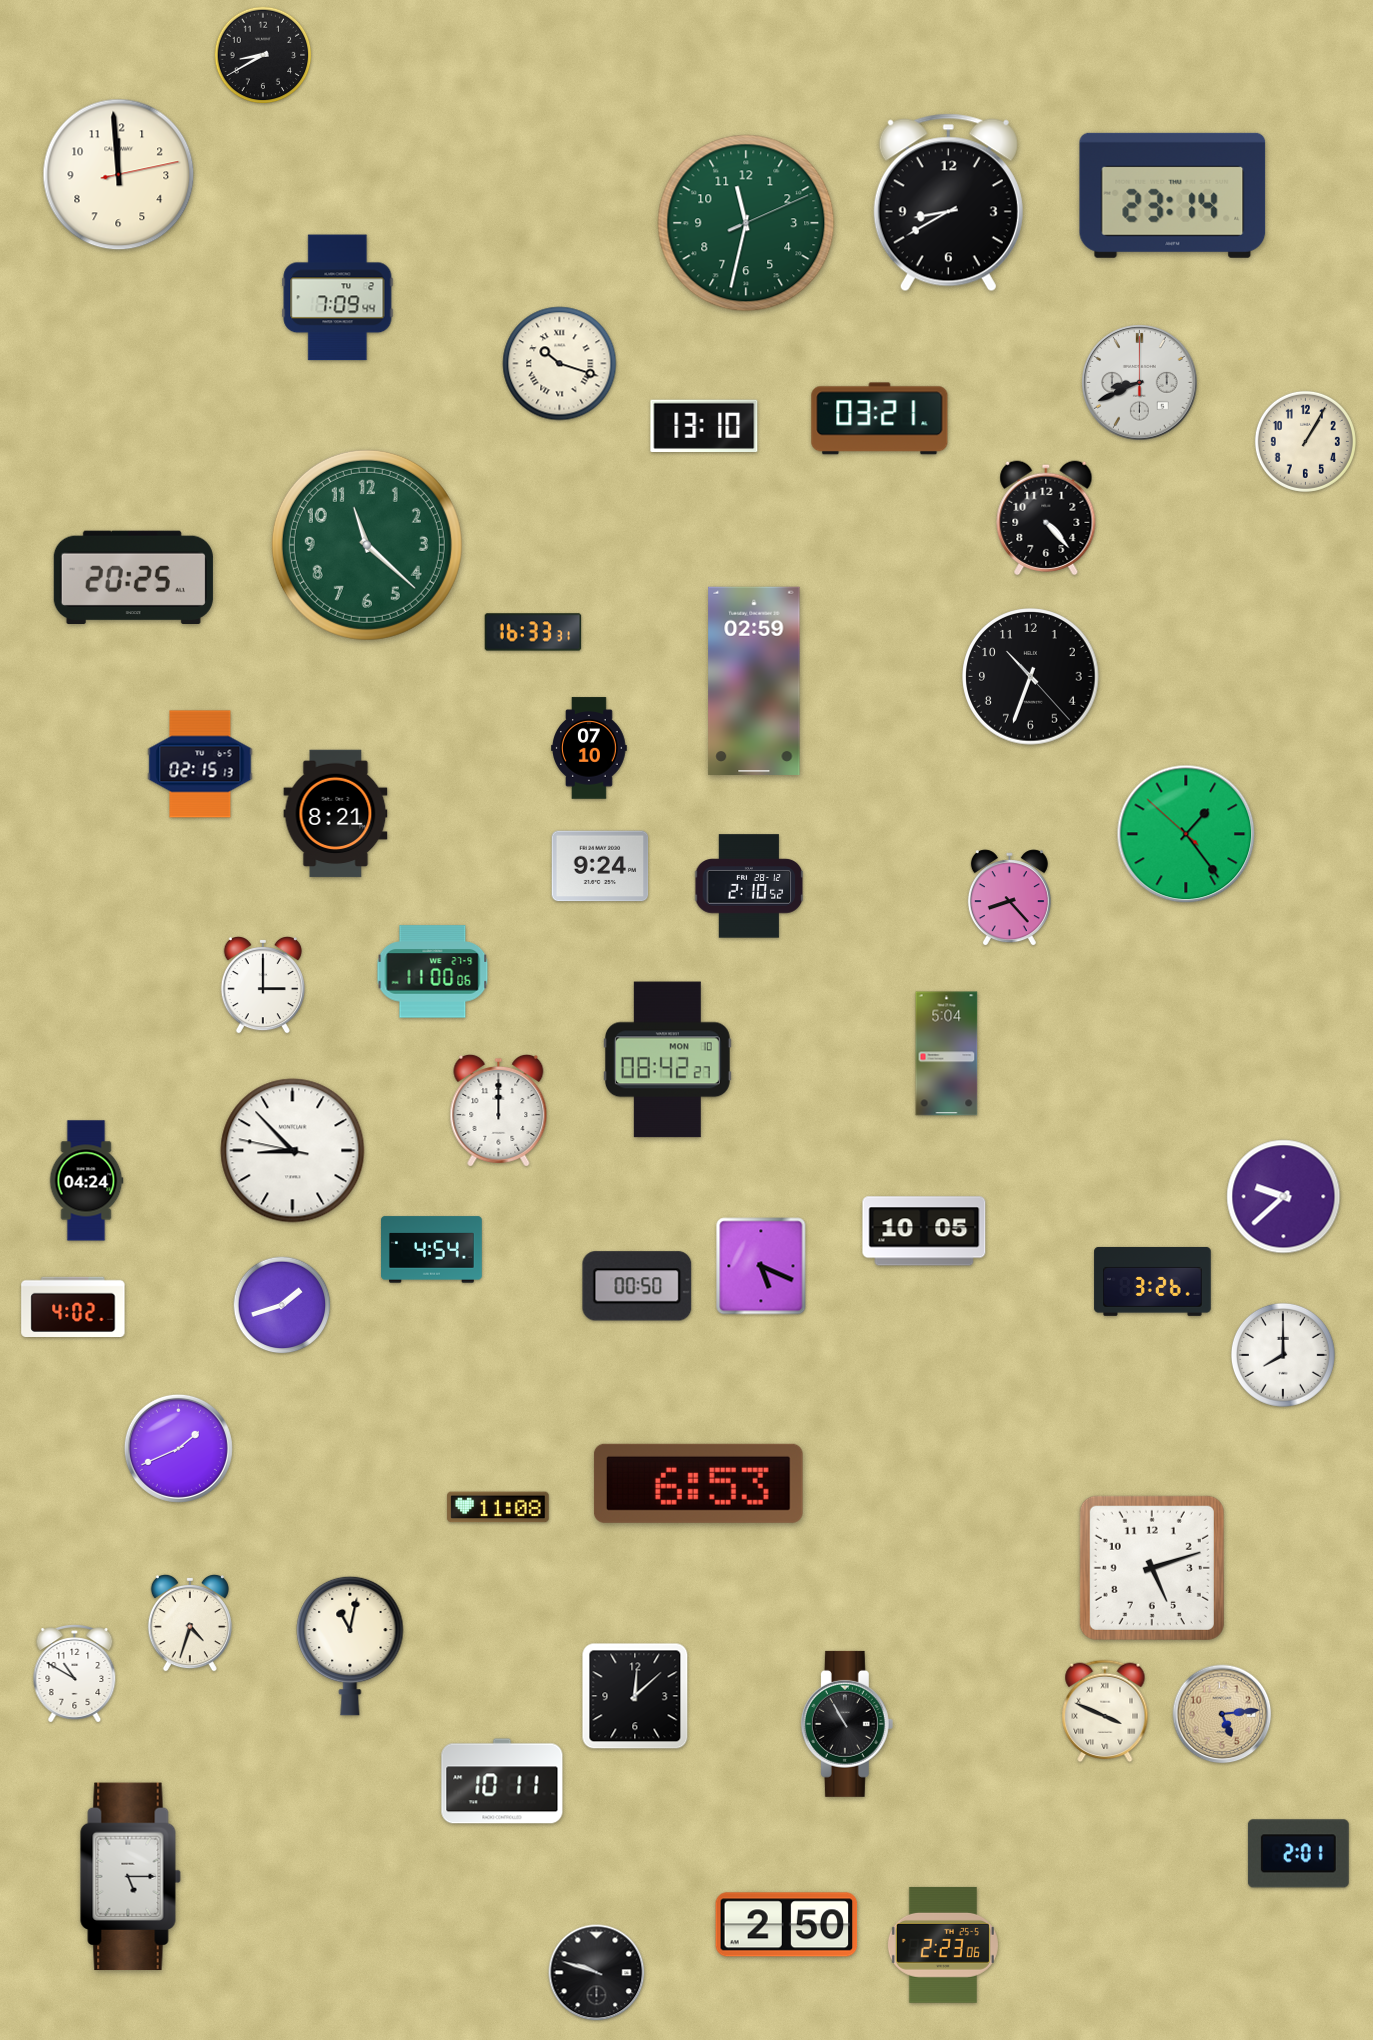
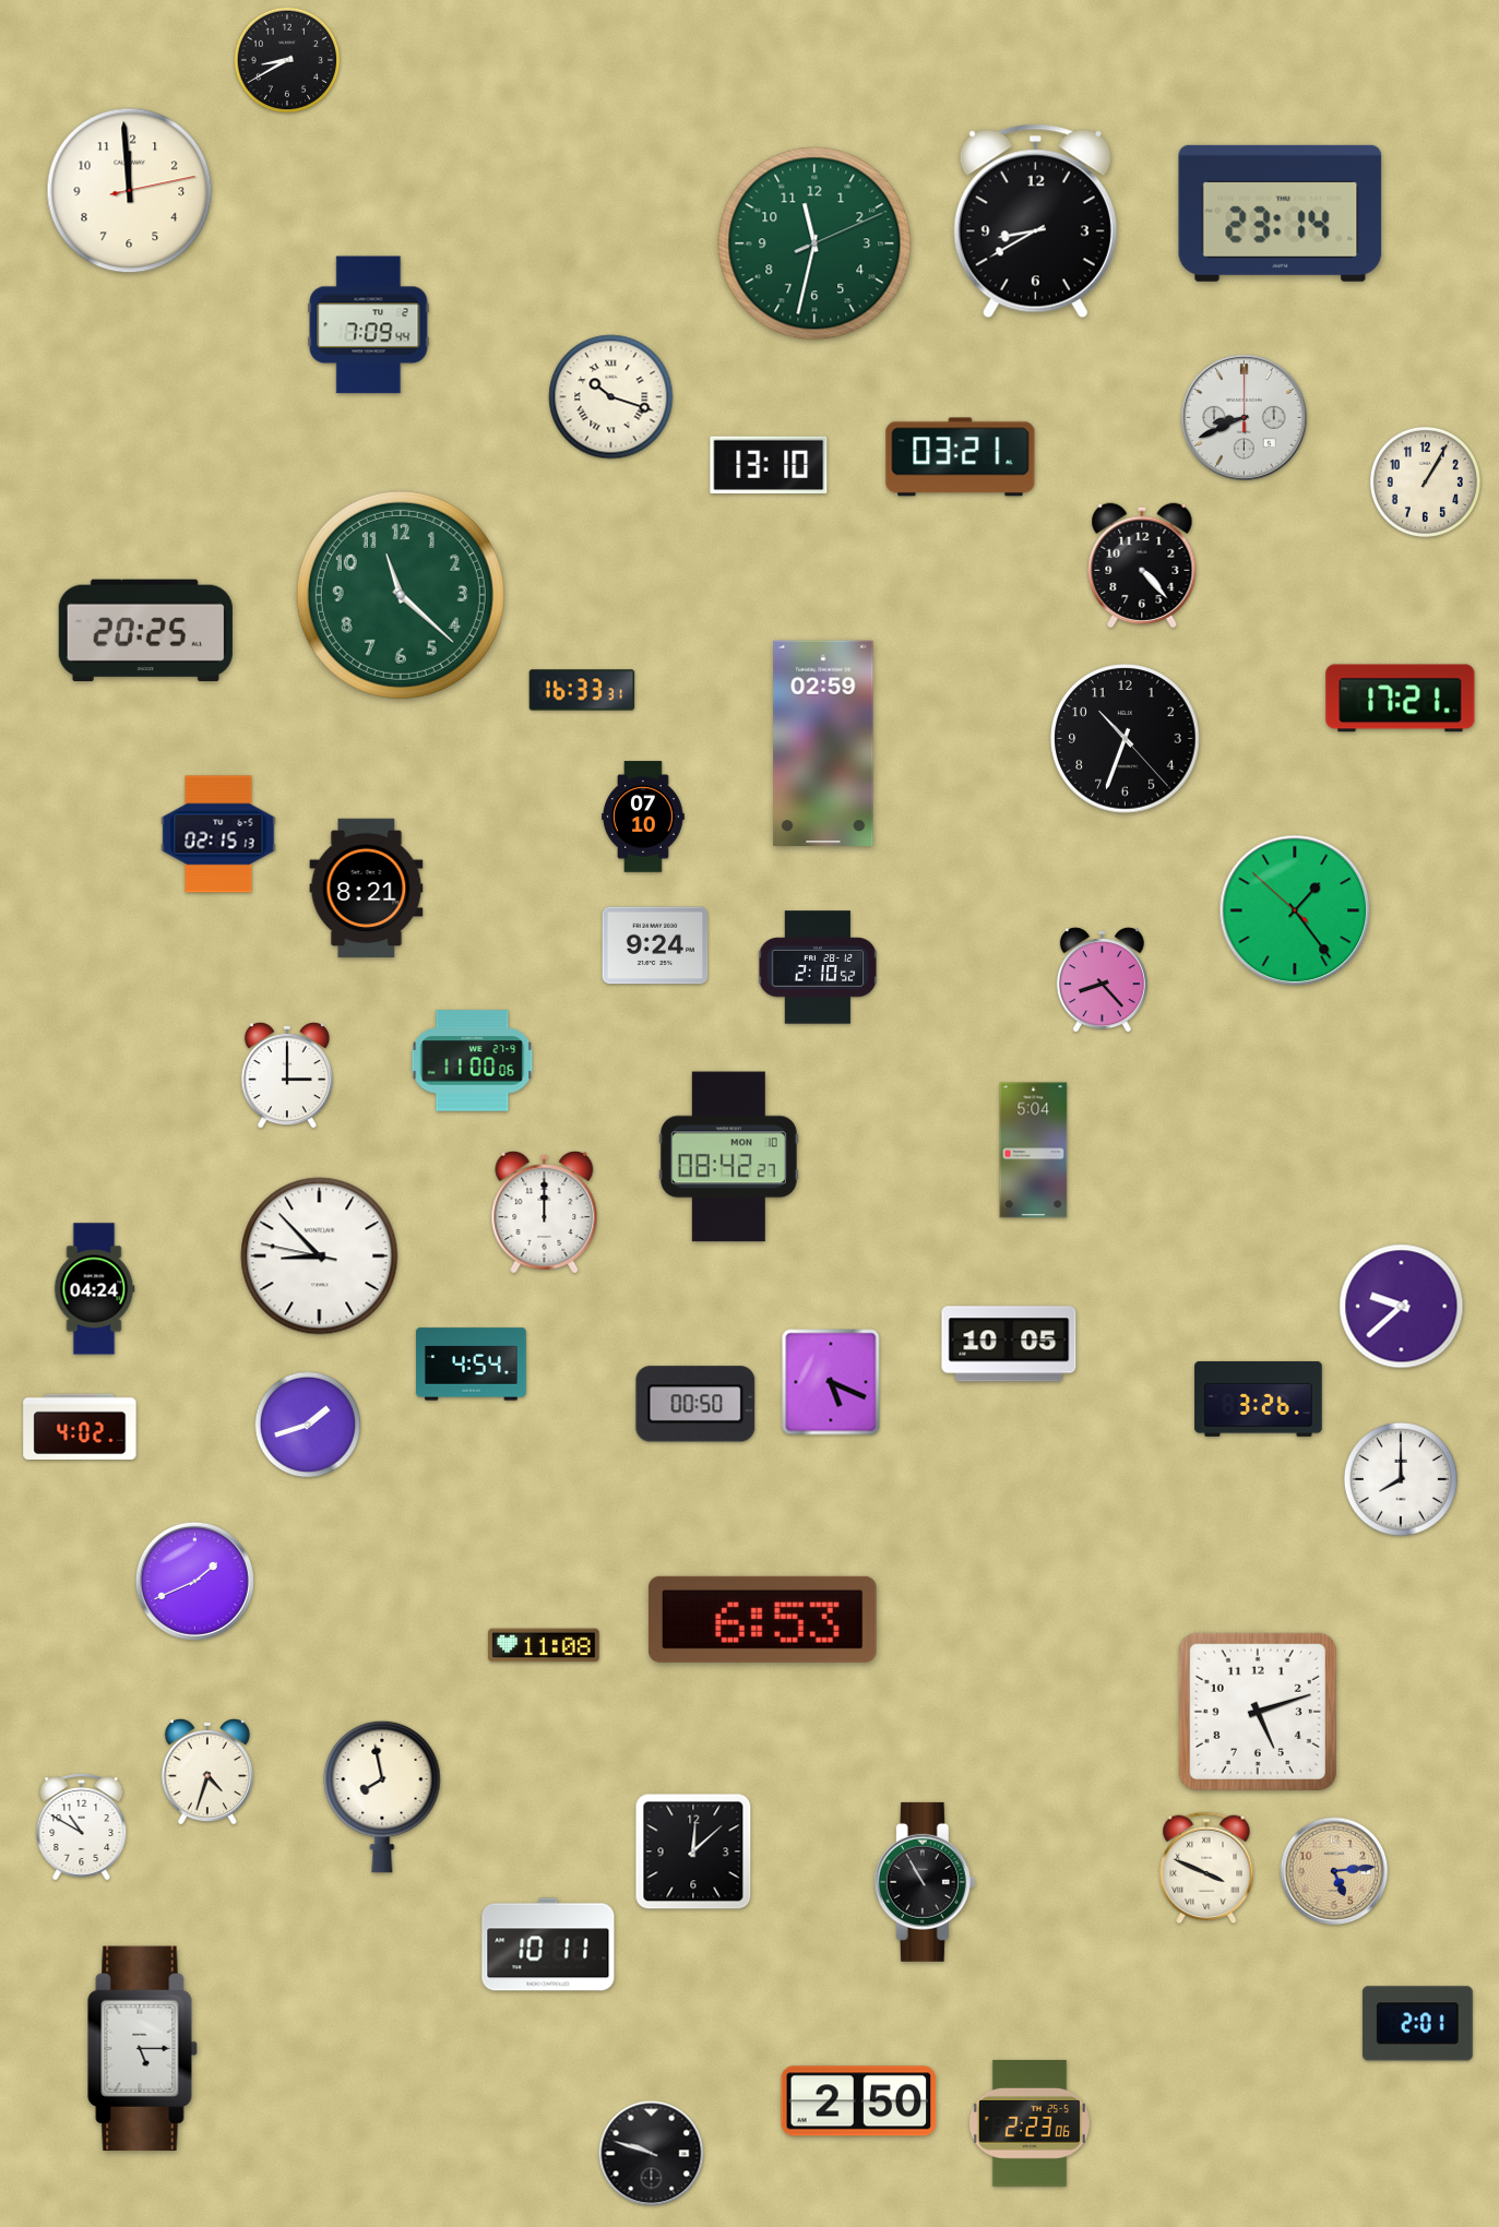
clock at (1401, 699): none -> 17:21
clock at (350, 1646): 11:02 -> 7:58
